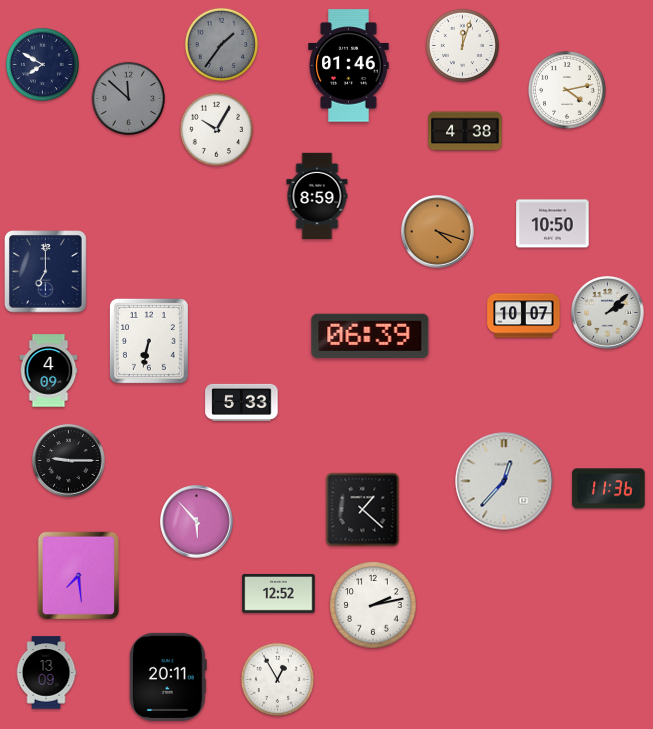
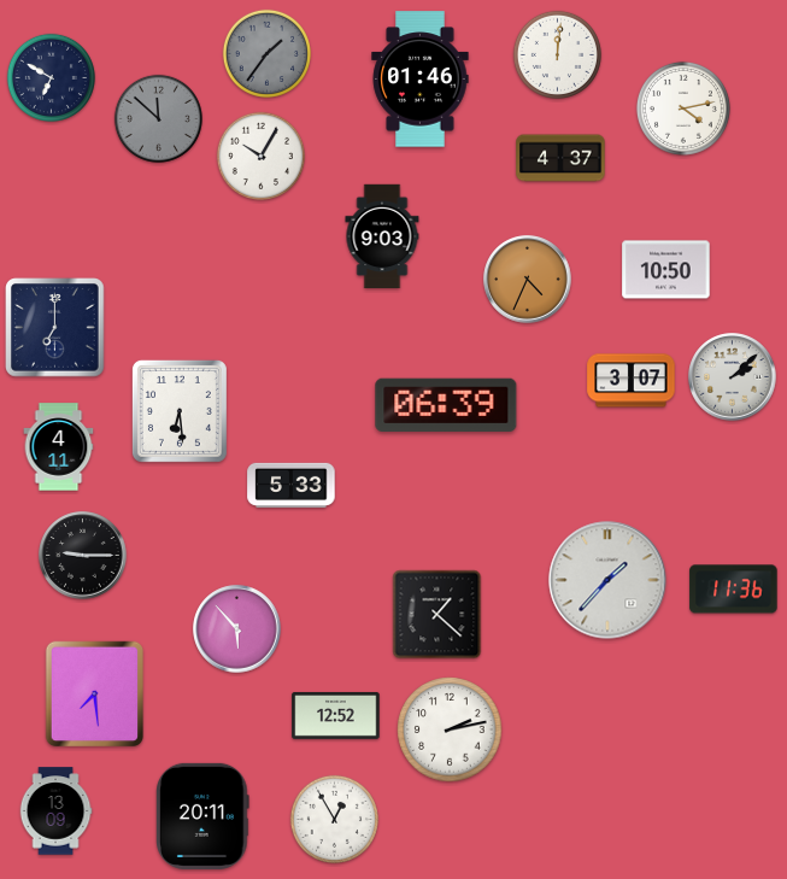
clock at (462, 45): 12:03 -> 12:01
clock at (42, 64): 7:50 -> 6:50
clock at (128, 98) position: (128, 98) -> (158, 118)
clock at (465, 131): 4:38 -> 4:37
clock at (317, 196): 8:59 -> 9:03
clock at (438, 232): 4:18 -> 4:34
clock at (524, 316): 10:07 -> 3:07
clock at (149, 341): 6:32 -> 6:29
clock at (49, 371): 4:09 -> 4:11
clock at (504, 481): 12:37 -> 1:37
